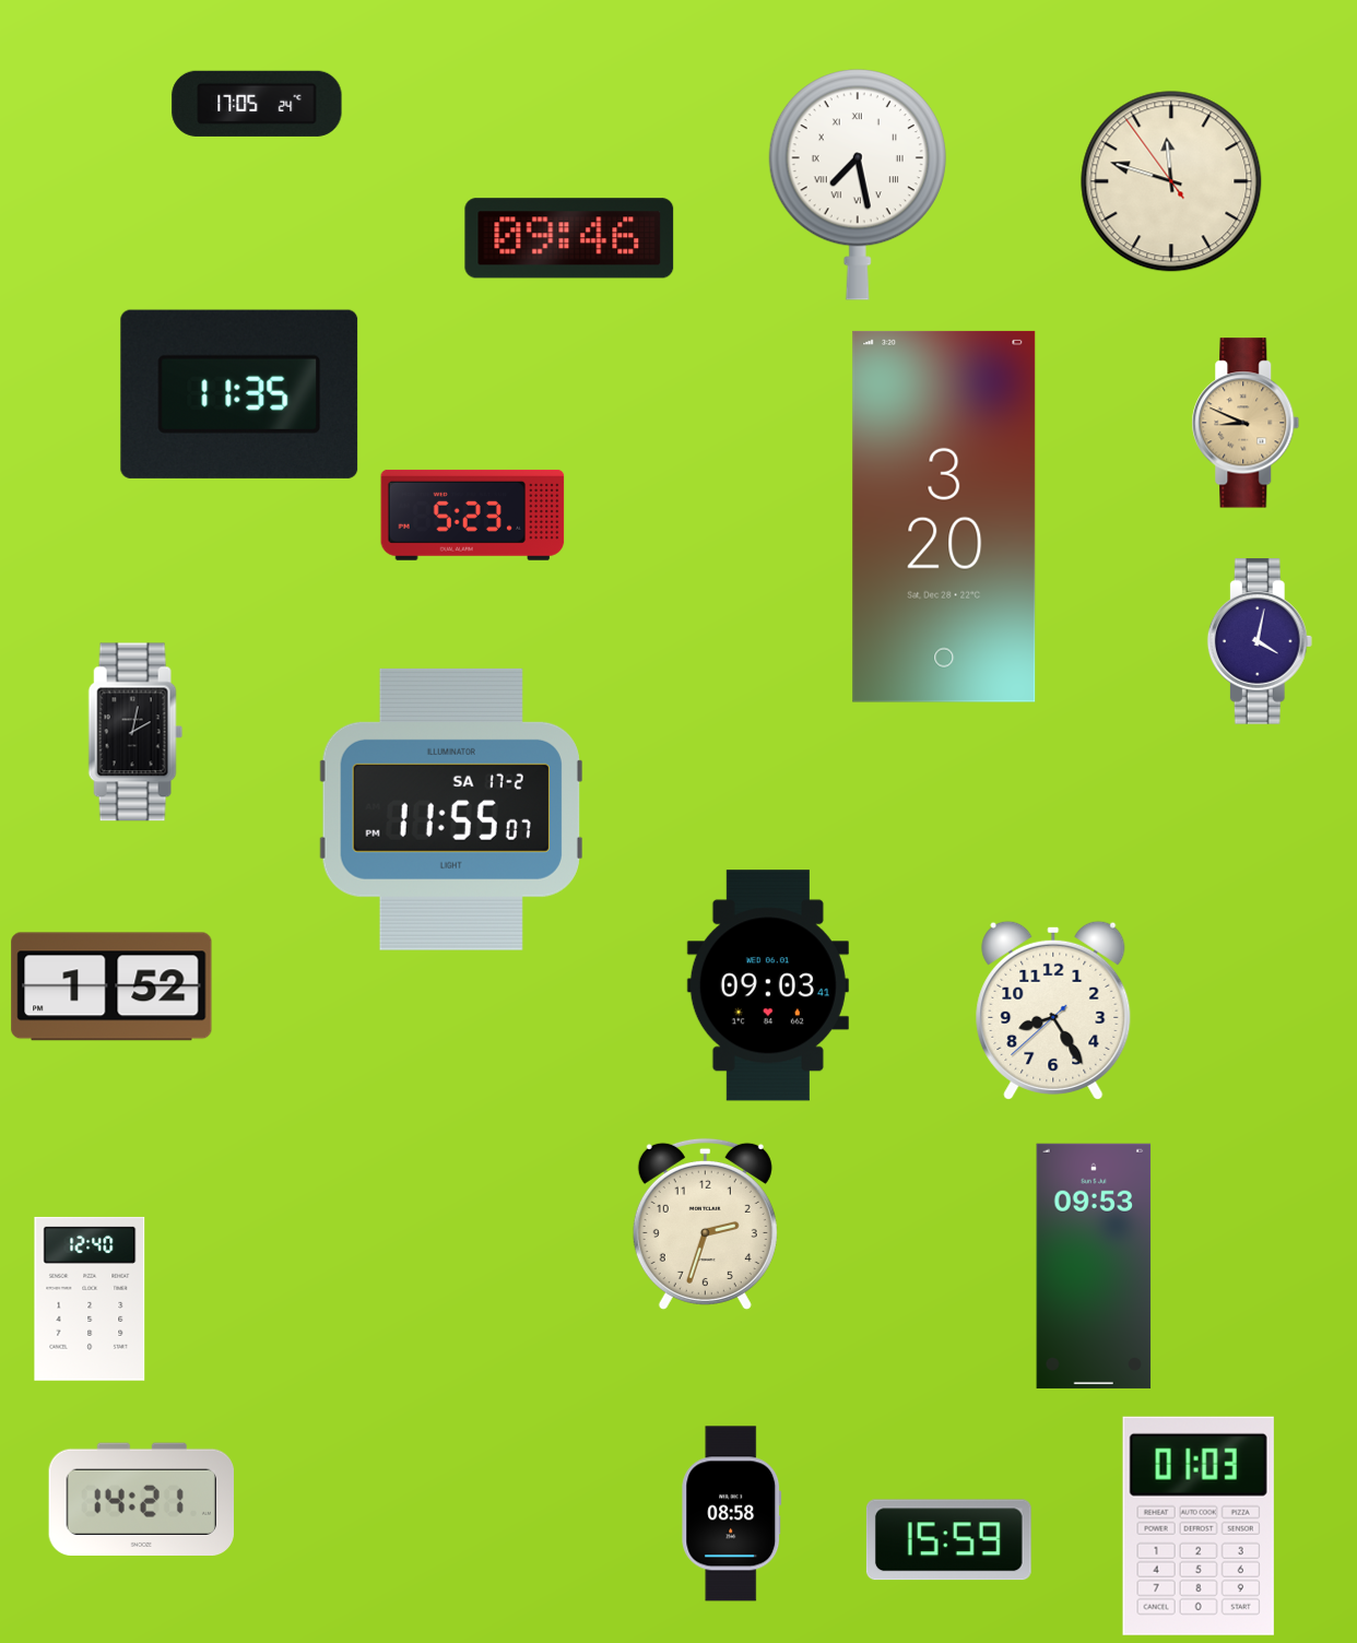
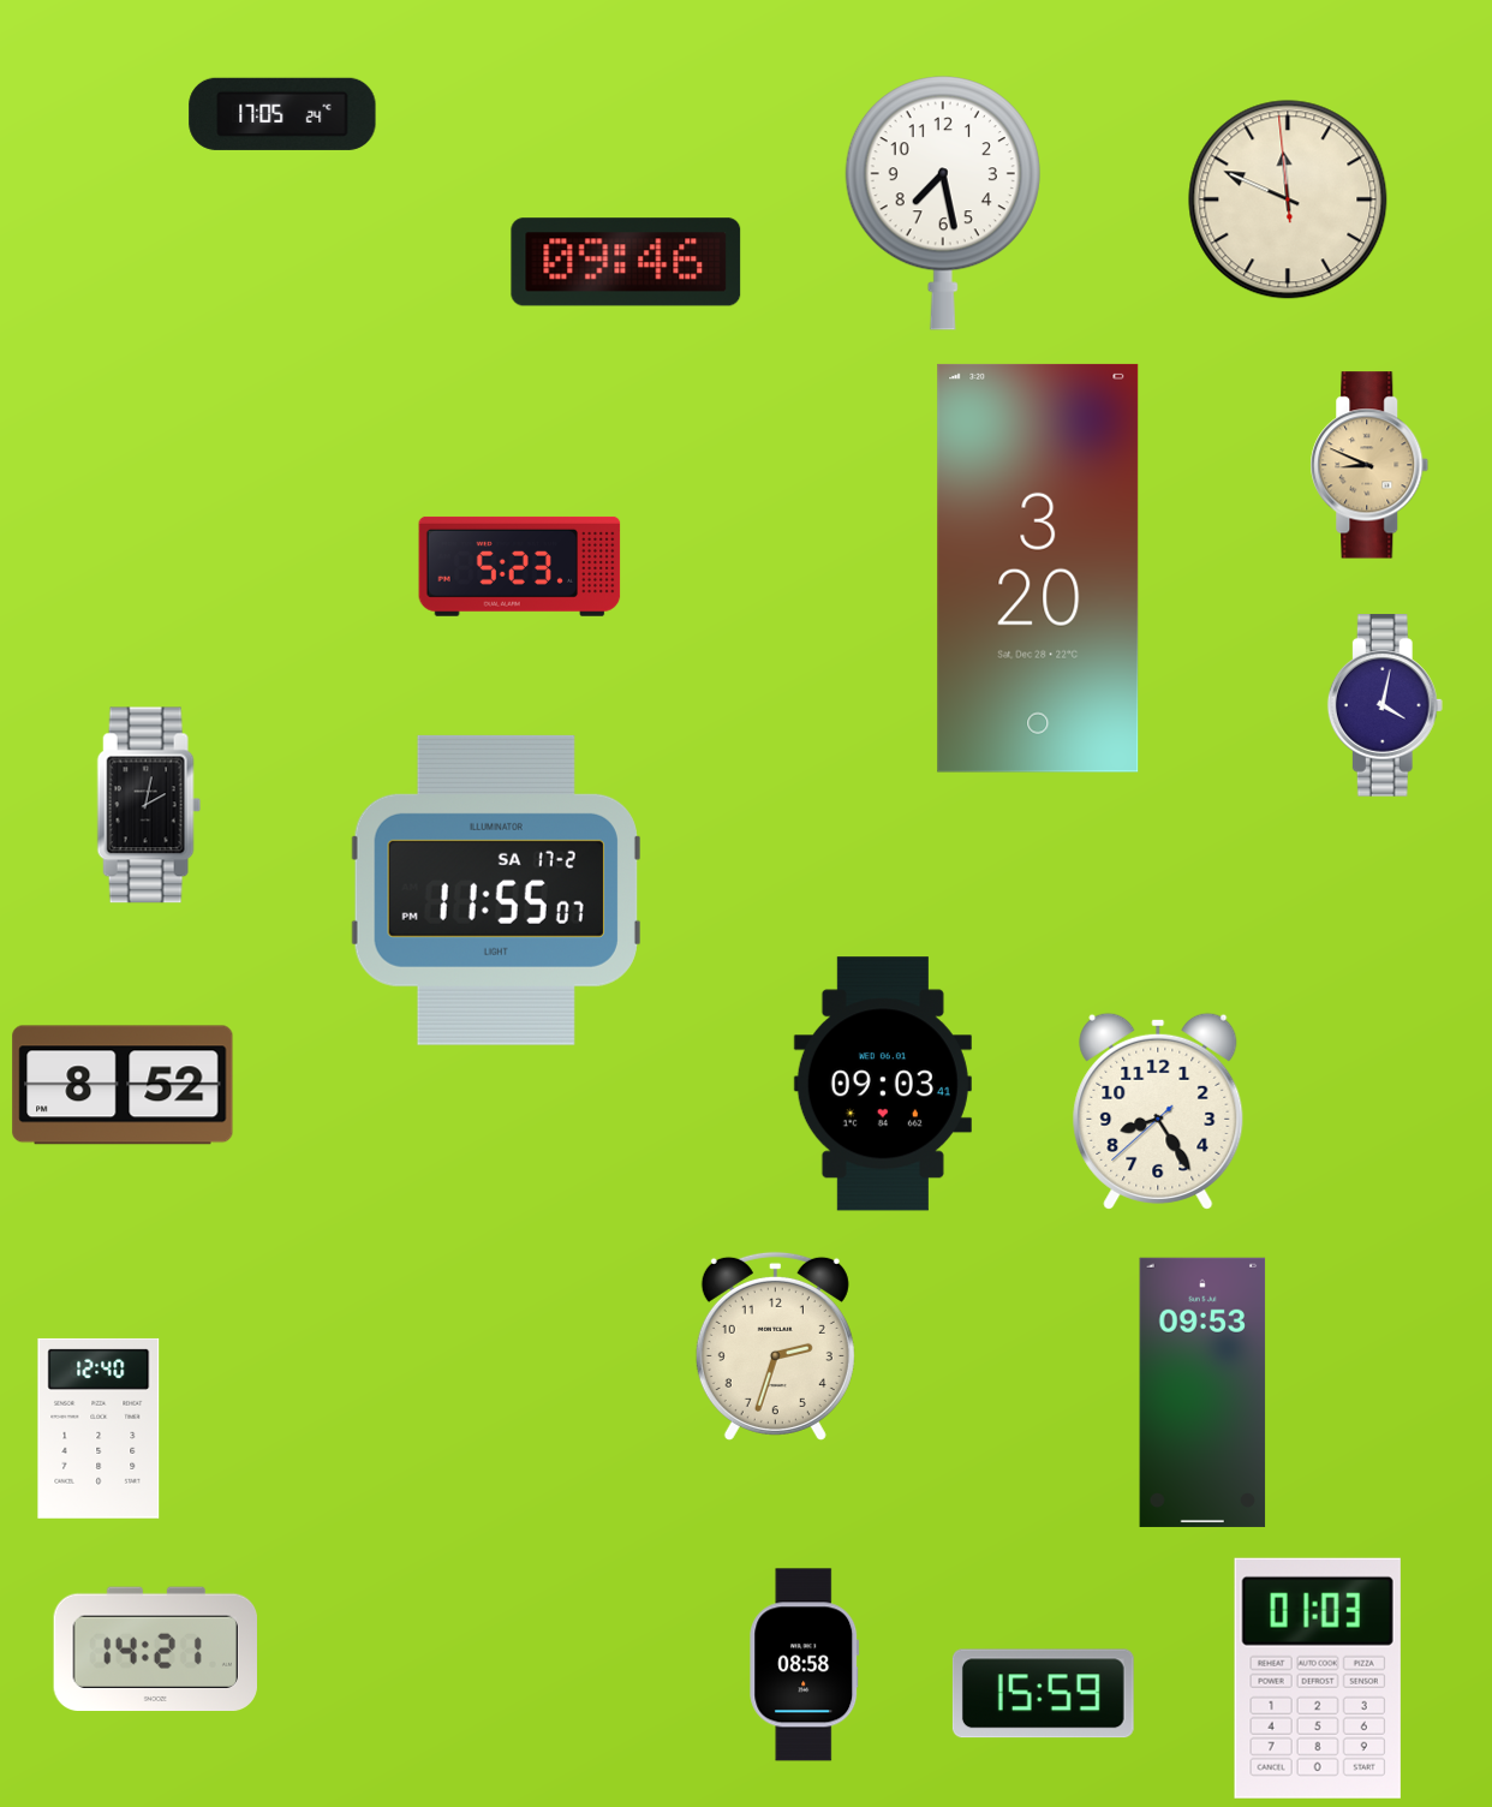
clock at (1171, 181): 11:47 -> 11:48
clock at (858, 185) numerals: Roman -> Arabic
clock at (239, 394): 11:35 -> none
clock at (768, 985) position: (768, 985) -> (883, 1084)
clock at (111, 986): 1:52 -> 8:52
